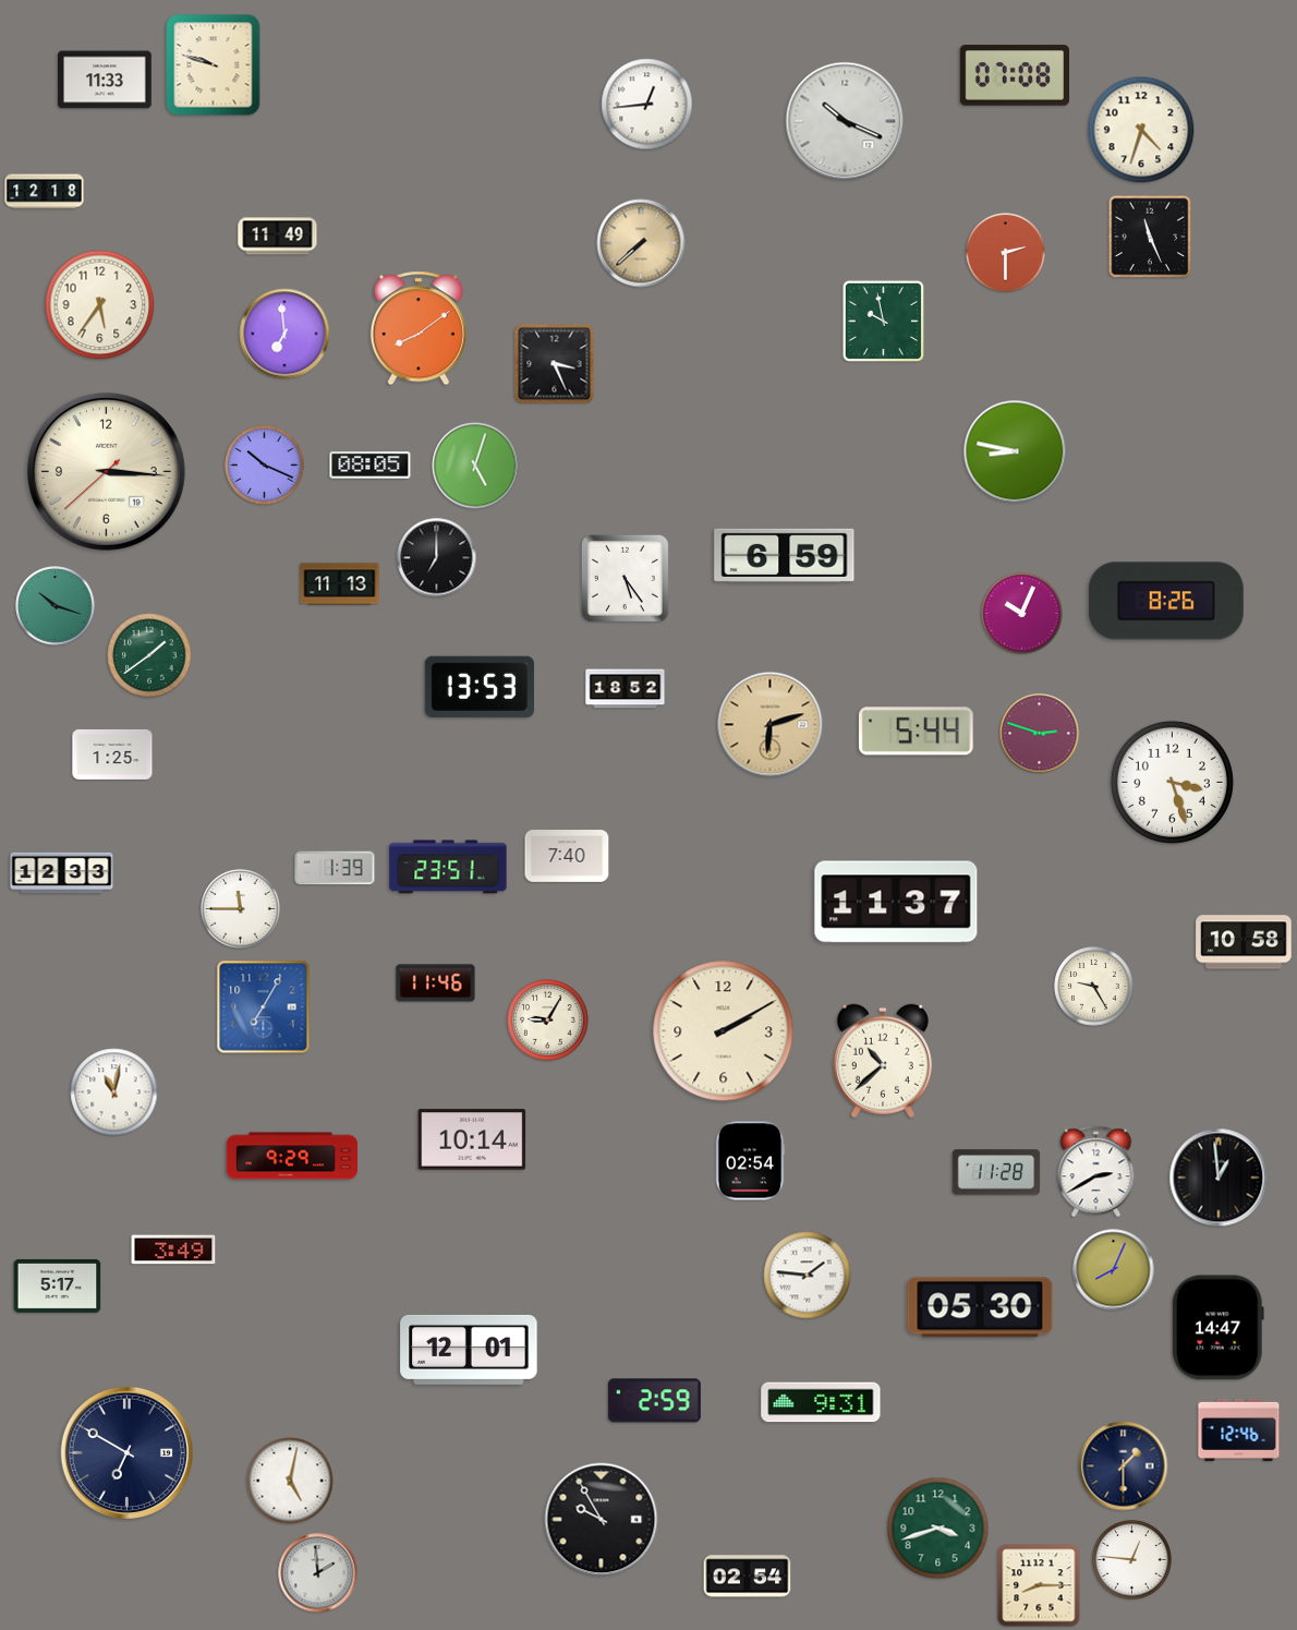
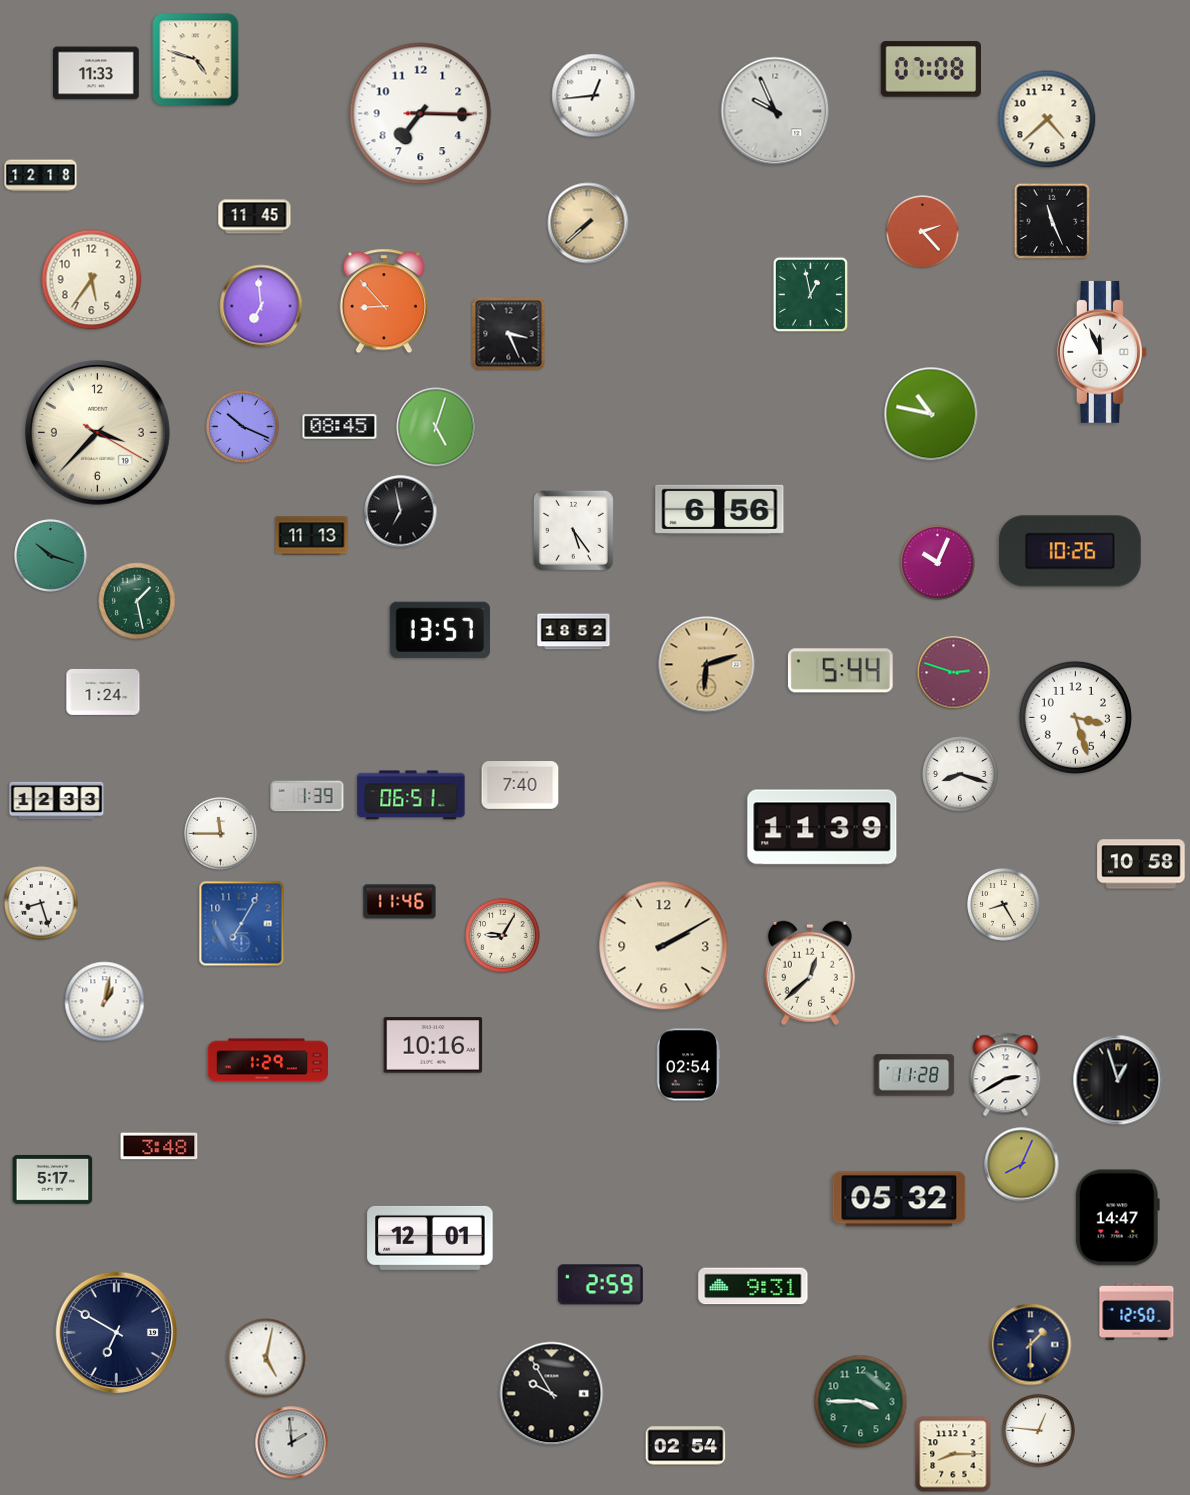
clock at (214, 65): 9:48 -> 4:48
clock at (845, 121): 10:19 -> 9:56
clock at (421, 114): none -> 7:15
clock at (1141, 130): 4:33 -> 4:38
clock at (278, 237): 11:49 -> 11:45
clock at (1150, 237) position: (1150, 237) -> (1052, 221)
clock at (1006, 253): 2:30 -> 2:23
clock at (883, 321): 9:58 -> 12:58
clock at (419, 328): 8:09 -> 8:53
clock at (1102, 352): none -> 11:56
clock at (1015, 451): 8:47 -> 10:47
clock at (371, 466): 08:05 -> 08:45
clock at (106, 471): 3:15 -> 3:37
clock at (785, 555): 6:59 -> 6:56
clock at (437, 558): 7:00 -> 6:58
clock at (1166, 601): 8:26 -> 10:26
clock at (149, 655): 1:39 -> 1:28
clock at (478, 687): 13:53 -> 13:57
clock at (112, 754): 1:25 -> 1:24
clock at (960, 774): none -> 8:18
clock at (448, 867): 23:51 -> 06:51
clock at (896, 902): 11:37 -> 11:39
clock at (41, 903): none -> 8:27
clock at (1094, 987): 9:25 -> 8:25
clock at (883, 1061): 10:38 -> 12:38
clock at (114, 1092): 11:02 -> 1:02
clock at (472, 1139): 10:14 -> 10:16
clock at (291, 1156): 9:29 -> 1:29
clock at (1219, 1178): 12:59 -> 12:57
clock at (173, 1249): 3:49 -> 3:48
clock at (808, 1276): 1:46 -> none
clock at (980, 1307): 05:30 -> 05:32
clock at (1239, 1429): 12:46 -> 12:50
clock at (938, 1529): 3:42 -> 3:45
